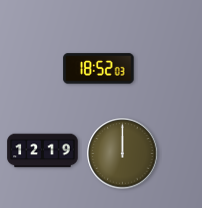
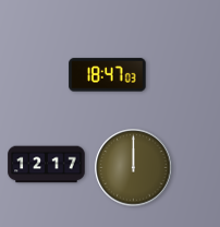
clock at (99, 69): 18:52 -> 18:47
clock at (43, 151): 12:19 -> 12:17
